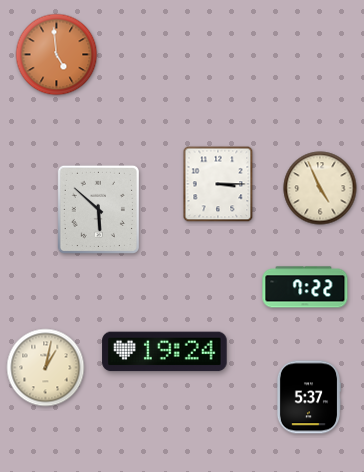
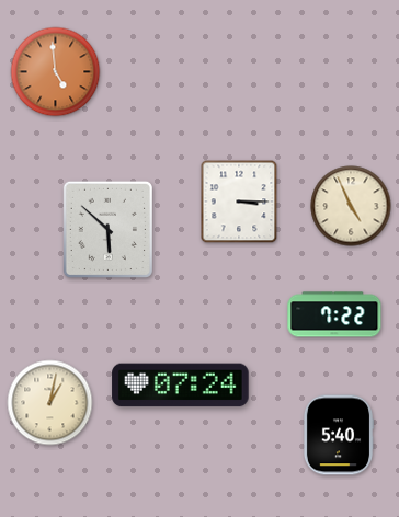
clock at (57, 55) position: (57, 55) -> (56, 72)
clock at (165, 352): 19:24 -> 07:24
clock at (308, 397): 5:37 -> 5:40
